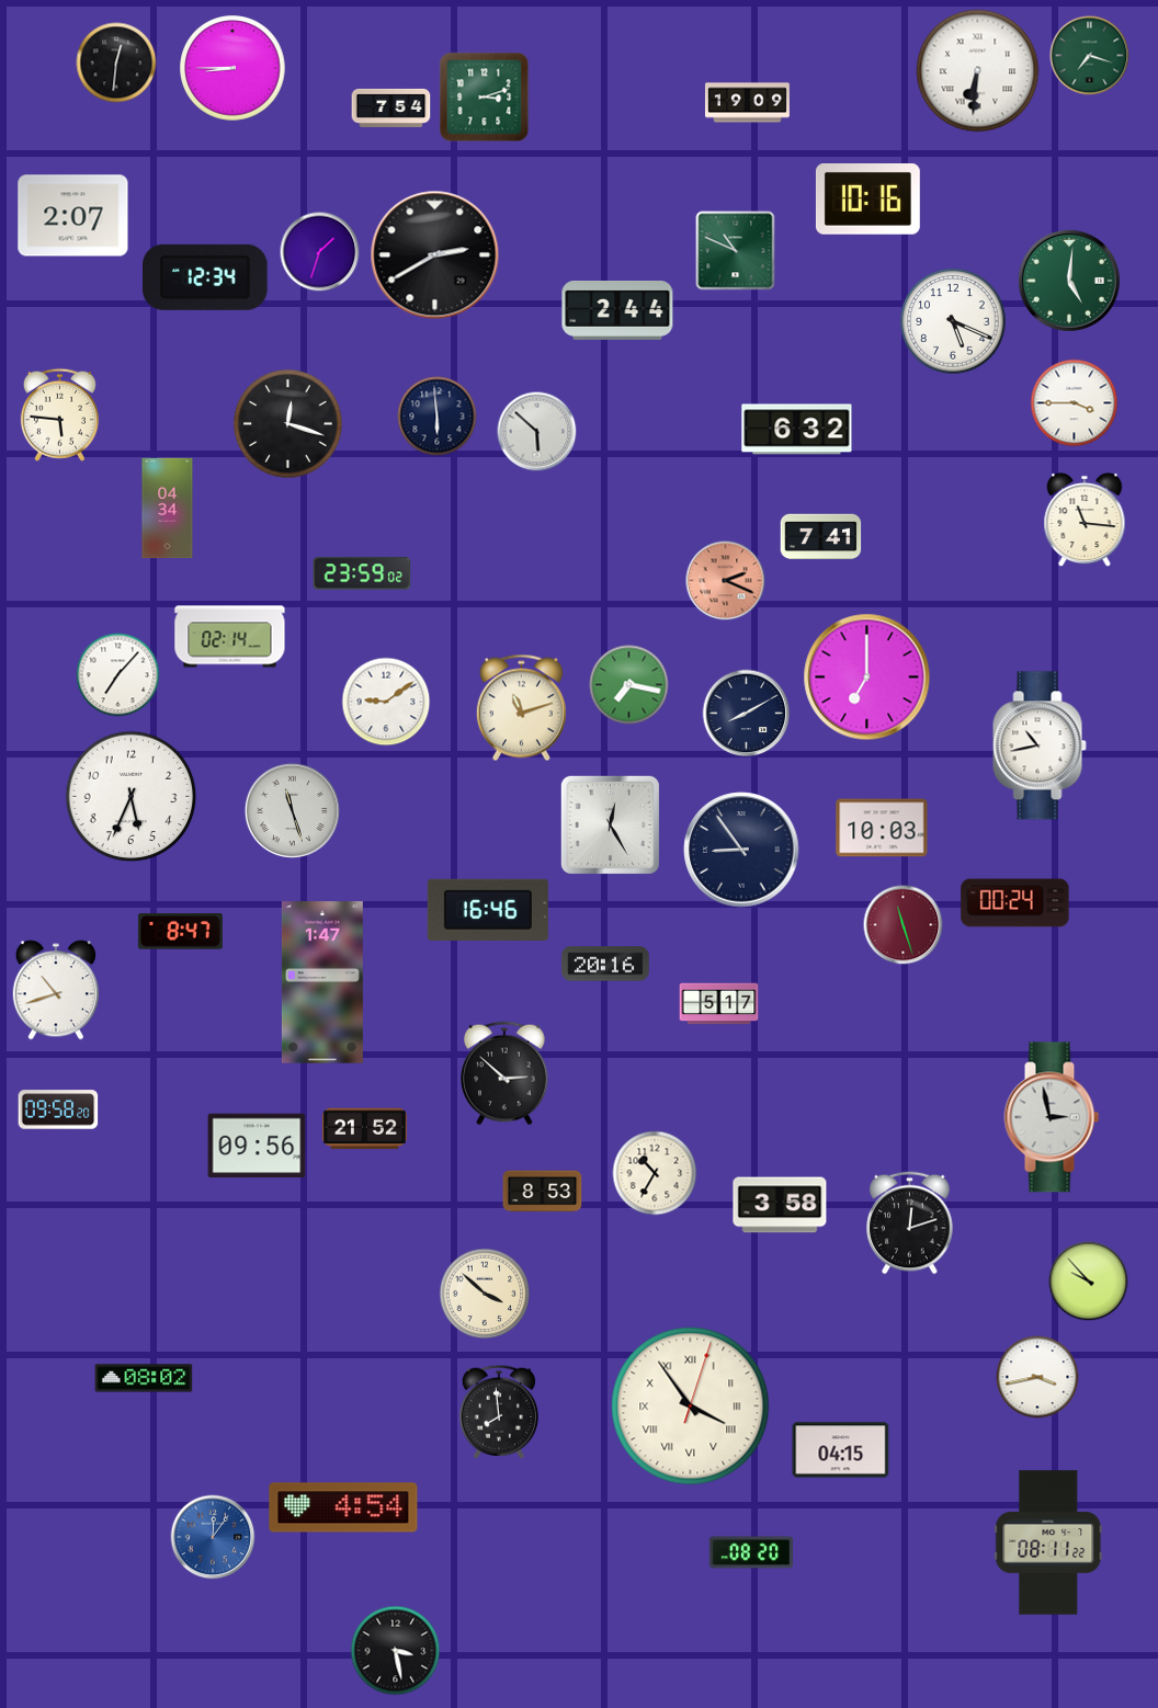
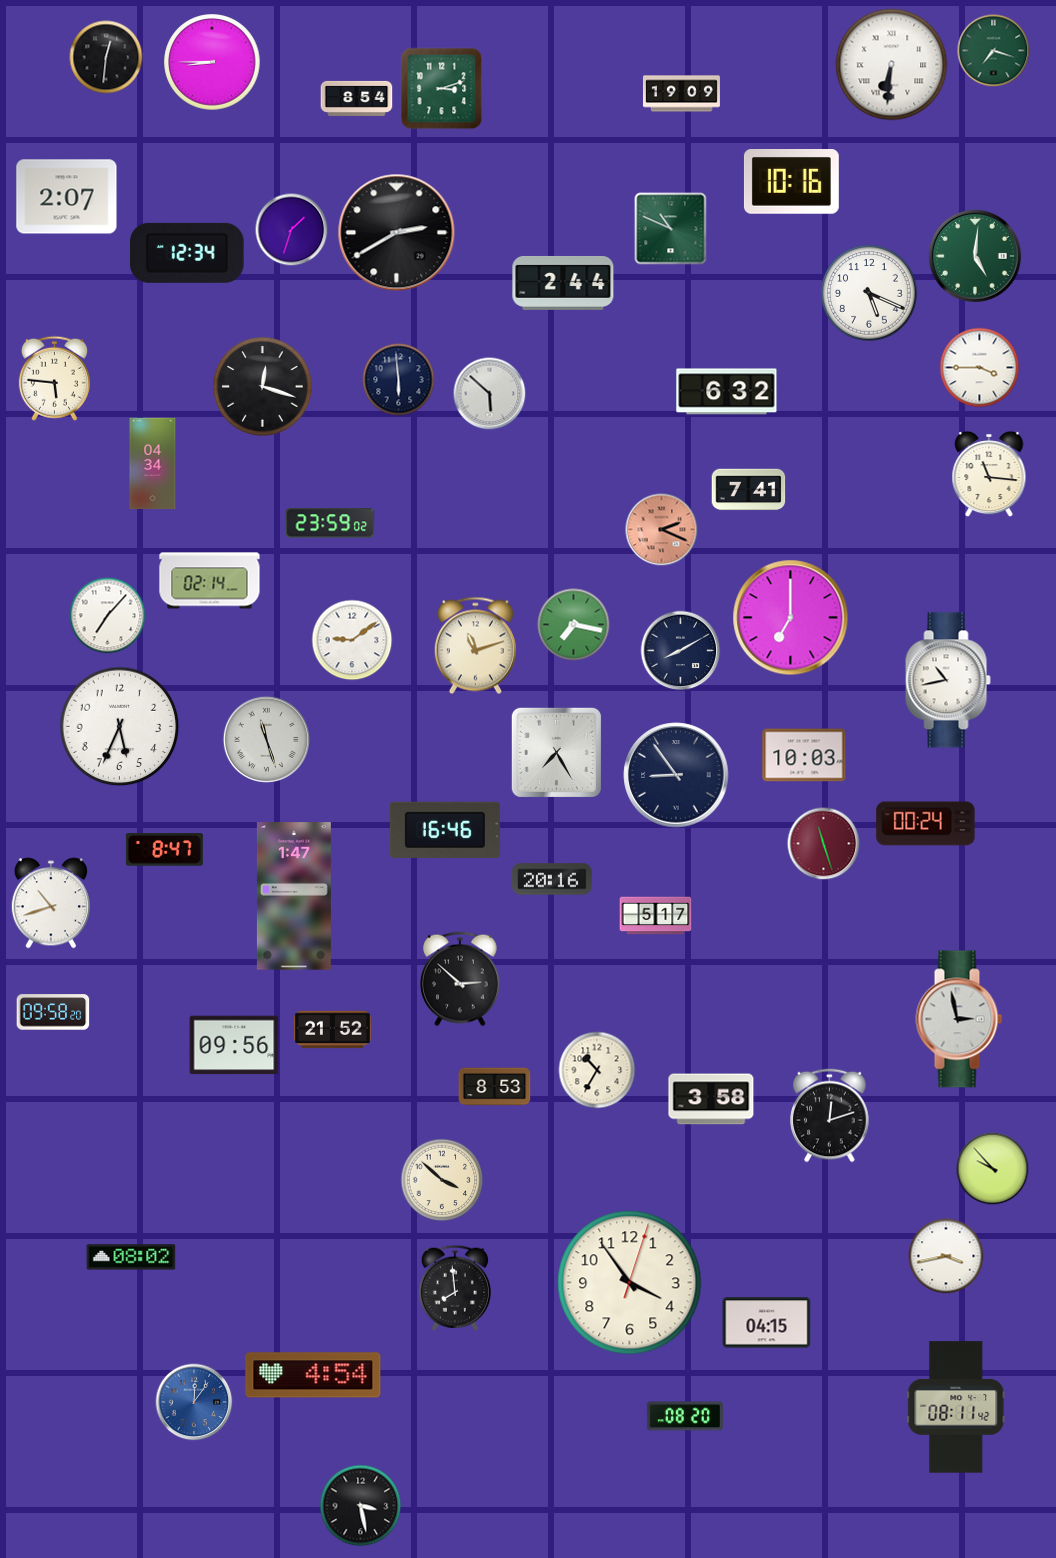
clock at (391, 107): 7:54 -> 8:54
clock at (610, 824): 12:25 -> 7:25
clock at (691, 1407) numerals: Roman -> Arabic
clock at (1048, 1542): 08:11:22 -> 08:11:42
